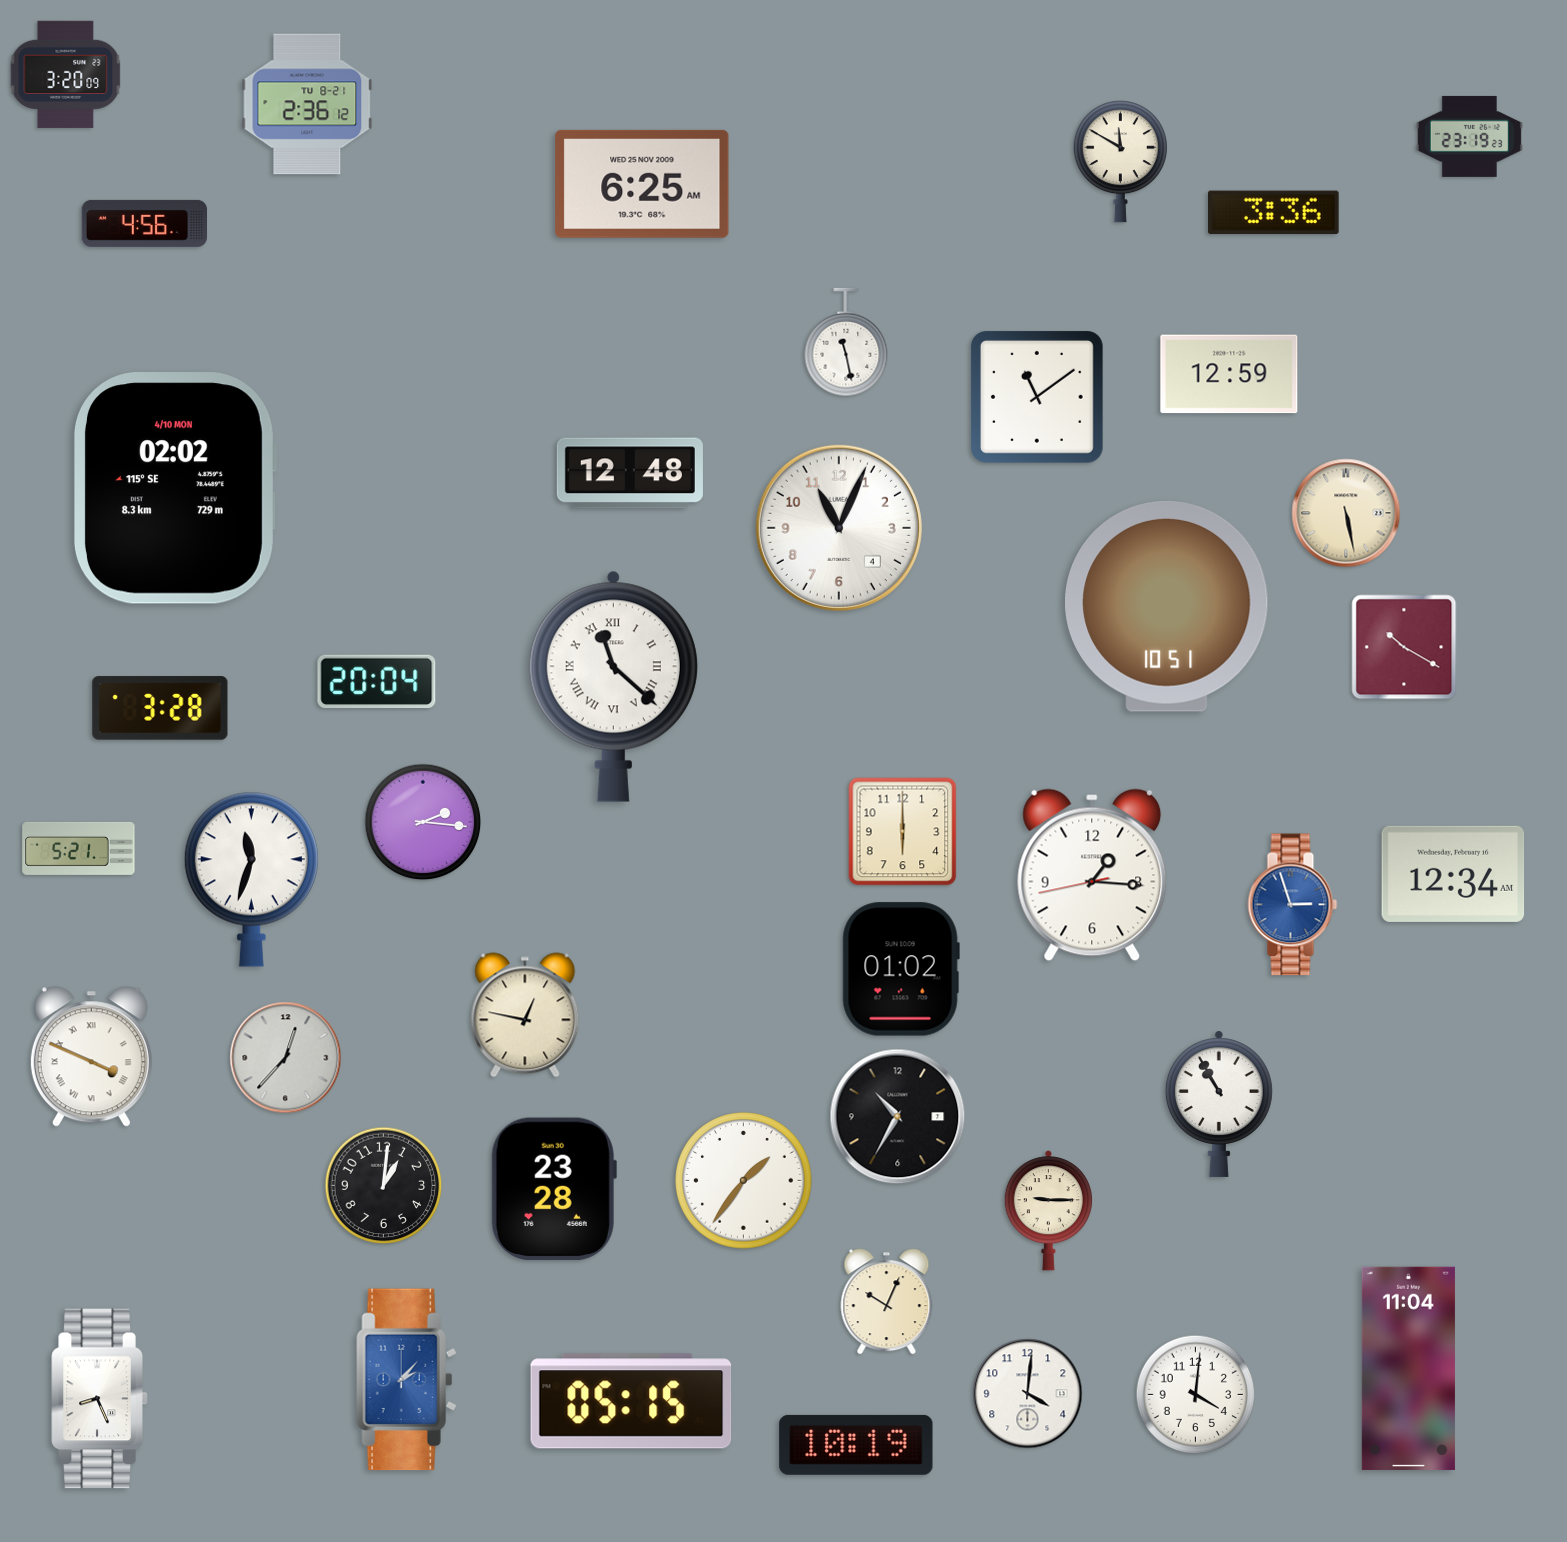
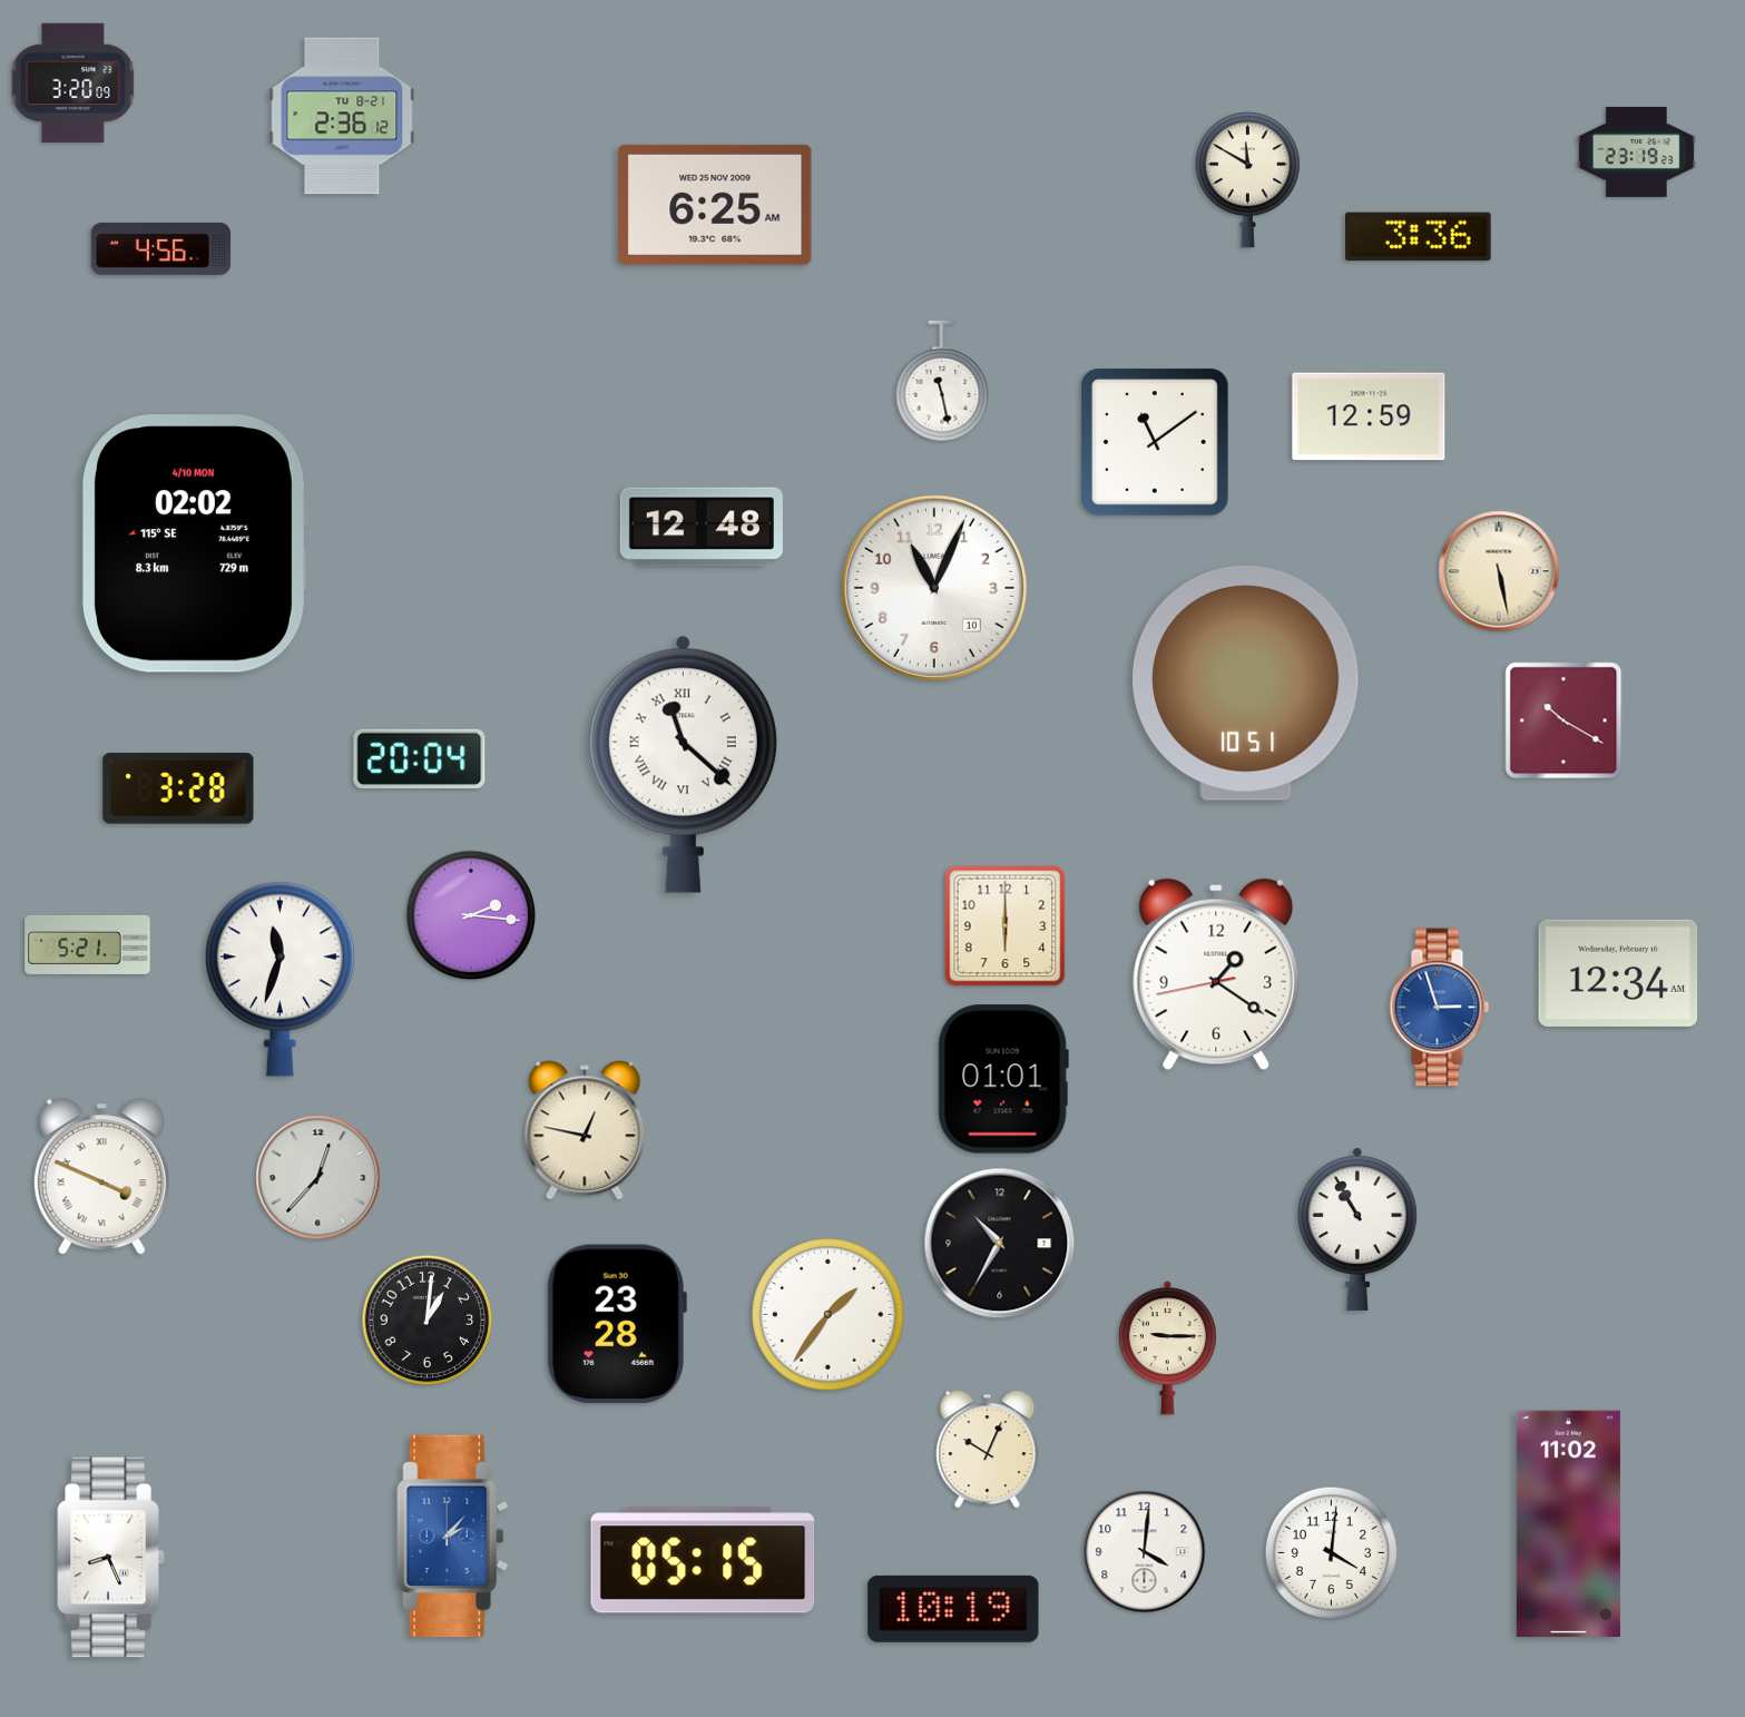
clock at (839, 528) date: 4 -> 10
clock at (1167, 606) position: (1167, 606) -> (1246, 683)
clock at (1092, 875): 1:15 -> 1:20
clock at (901, 969): 01:02 -> 01:01
clock at (1408, 1368): 11:04 -> 11:02
